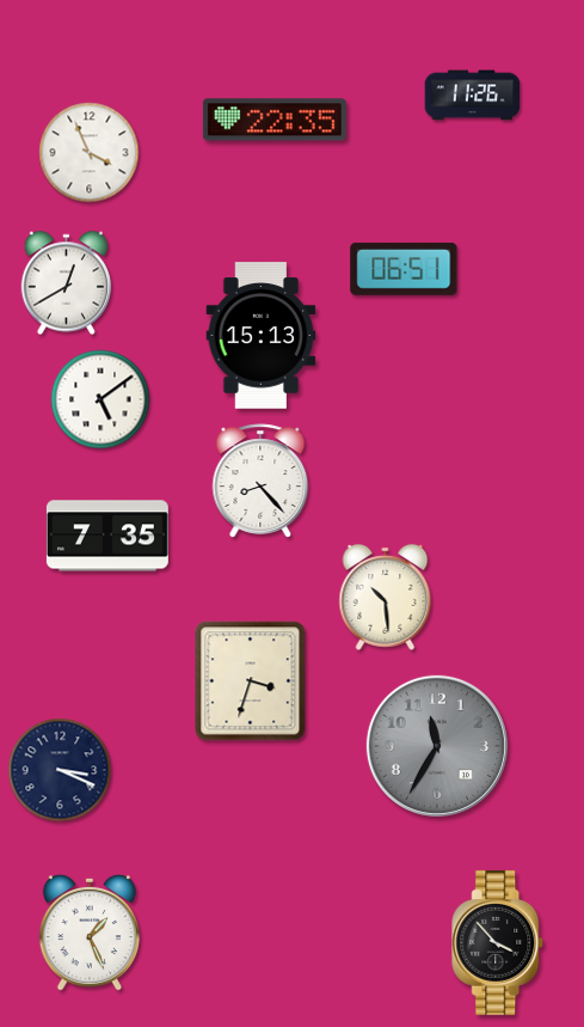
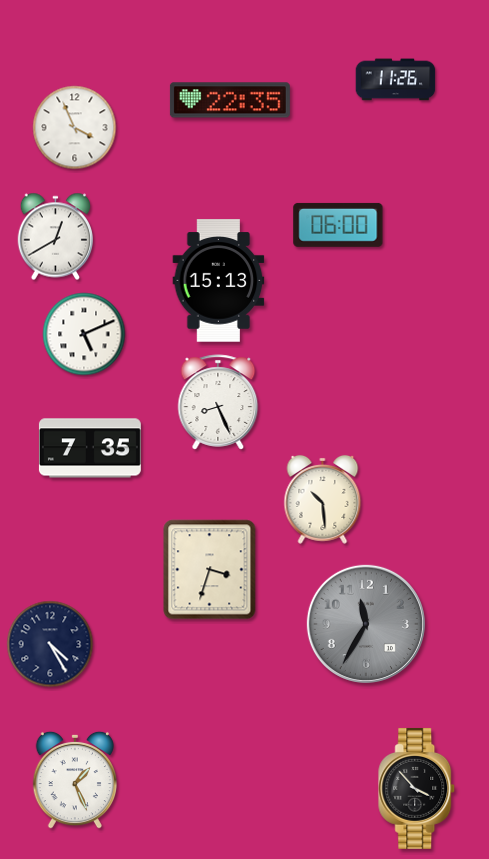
clock at (404, 269): 06:51 -> 06:00
clock at (100, 399): 5:09 -> 5:11
clock at (260, 481): 8:23 -> 8:26
clock at (60, 770): 3:19 -> 4:25
